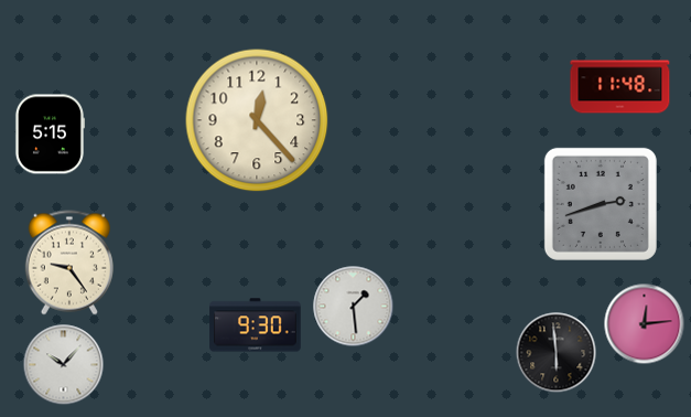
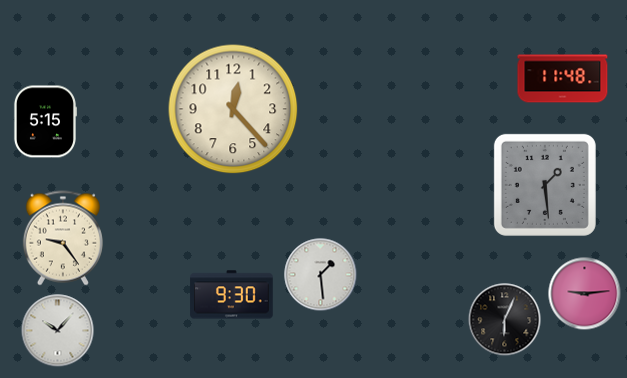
clock at (601, 204): 2:42 -> 1:29
clock at (354, 307) position: (354, 307) -> (321, 275)
clock at (645, 324): 12:14 -> 9:14
clock at (557, 353): 5:59 -> 6:04
